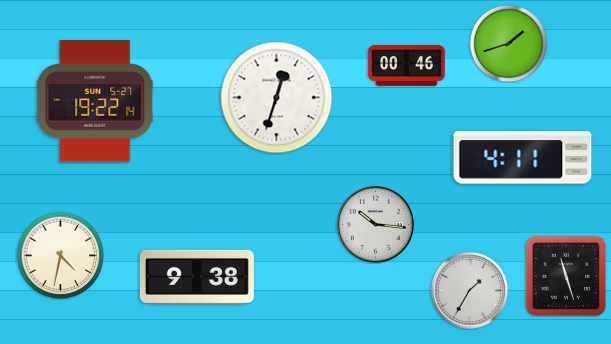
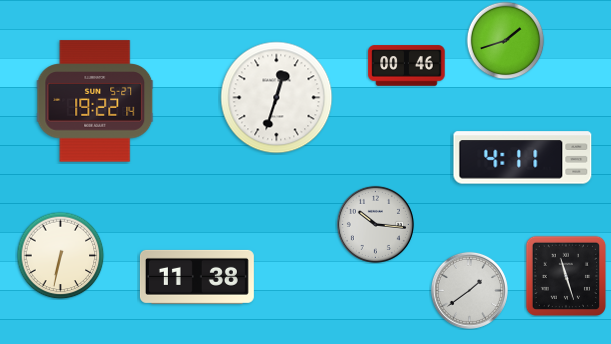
clock at (508, 43) position: (508, 43) -> (505, 40)
clock at (60, 255): 4:32 -> 6:32
clock at (197, 277): 9:38 -> 11:38
clock at (469, 290): 1:35 -> 1:39
